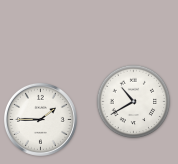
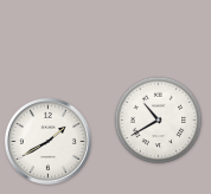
clock at (40, 119): 1:45 -> 1:40
